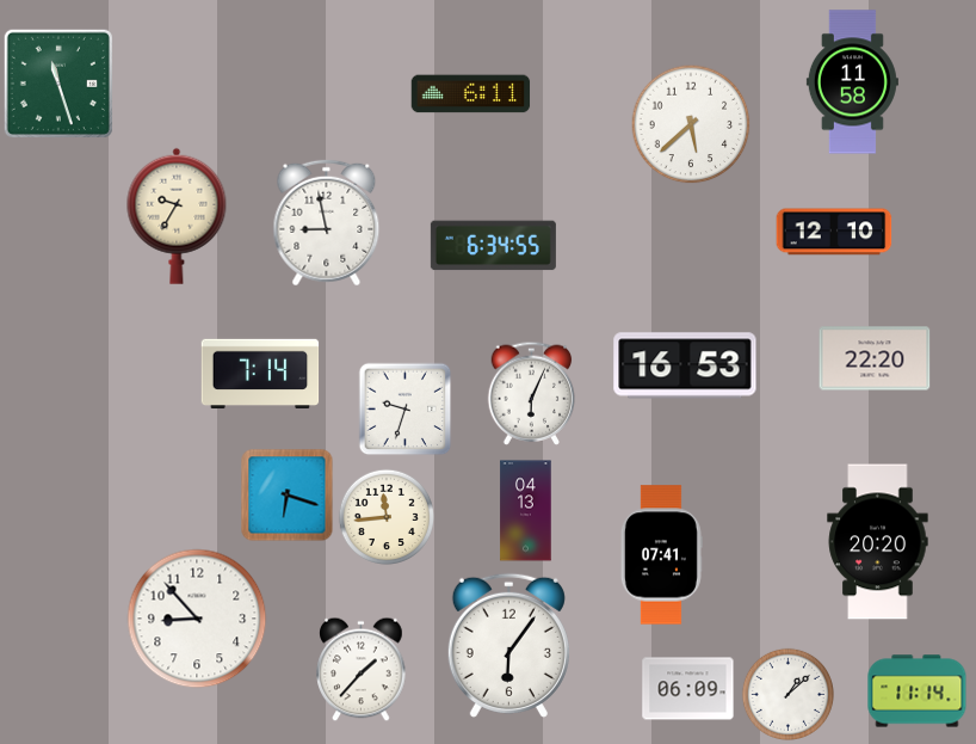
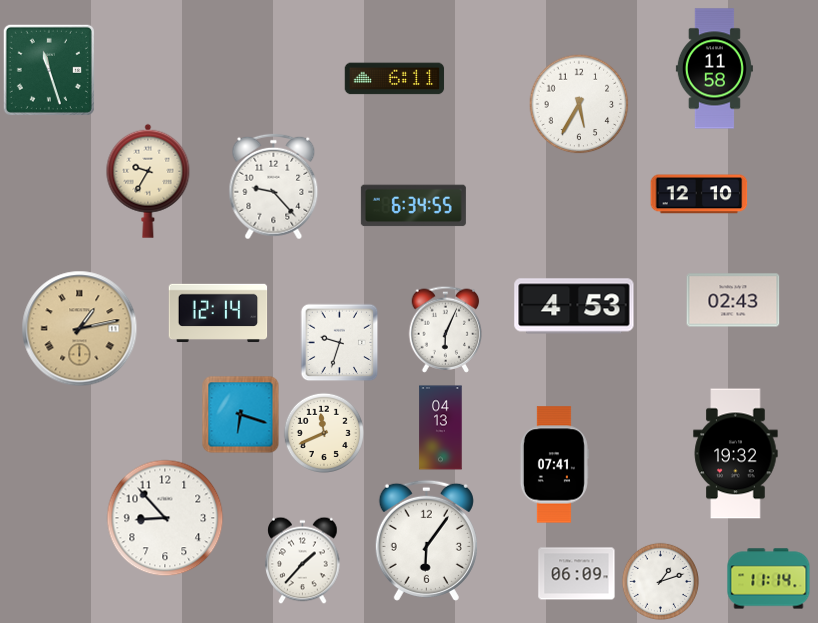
clock at (691, 124): 5:38 -> 5:35
clock at (327, 223): 8:58 -> 9:23
clock at (875, 358): 22:20 -> 02:43
clock at (685, 365): 16:53 -> 4:53
clock at (260, 374): 7:14 -> 12:14
clock at (80, 329): none -> 1:13
clock at (385, 516): 11:44 -> 11:41
clock at (878, 542): 20:20 -> 19:32
clock at (688, 689) position: (688, 689) -> (577, 574)
clock at (787, 694): 1:08 -> 1:12
